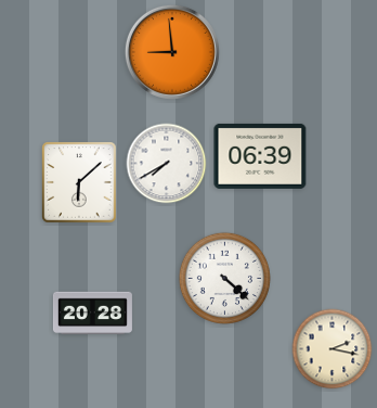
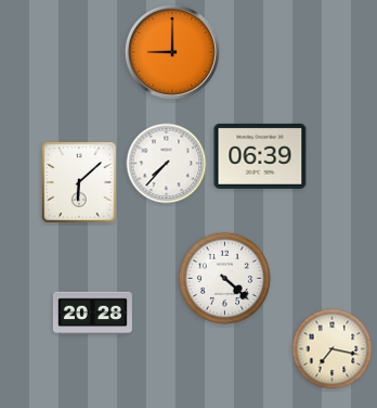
clock at (172, 52): 8:59 -> 9:00
clock at (167, 164): 7:40 -> 7:37
clock at (333, 349): 2:17 -> 7:17
